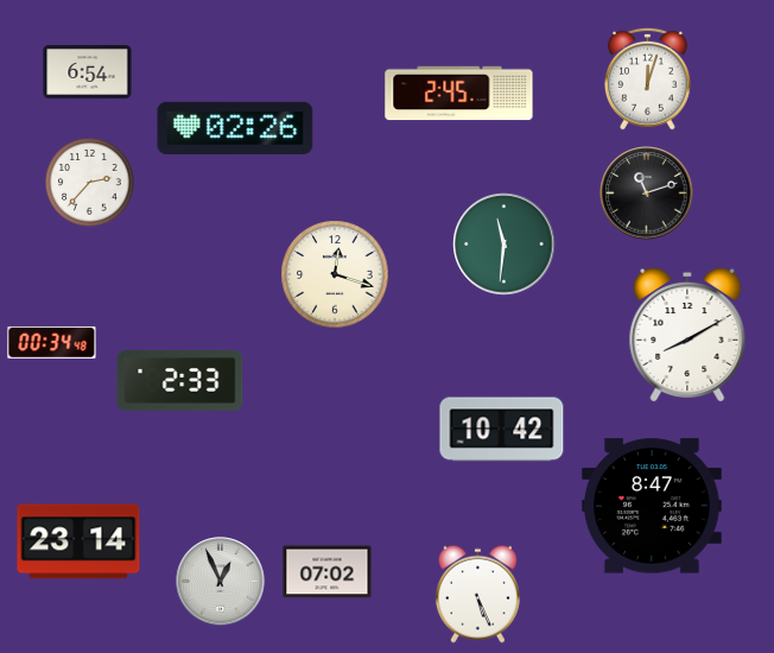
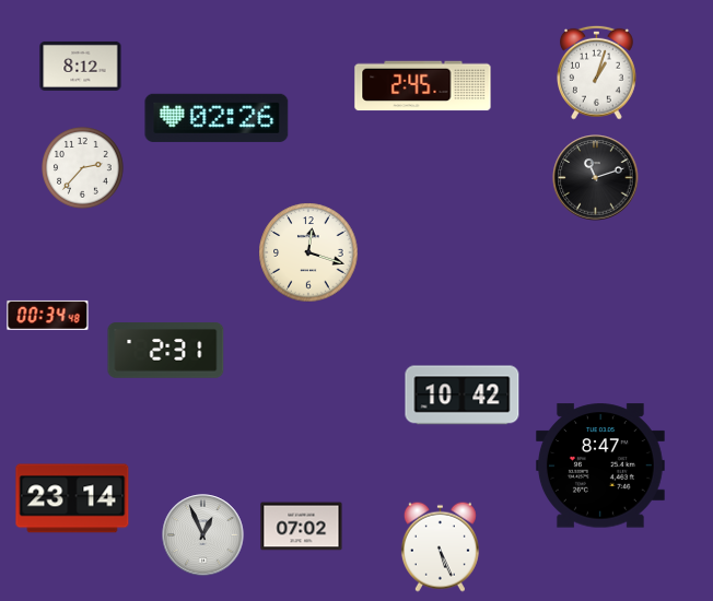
clock at (88, 71): 6:54 -> 8:12
clock at (648, 78): 12:03 -> 1:03
clock at (505, 245): 11:31 -> none
clock at (687, 335): 8:10 -> none
clock at (180, 381): 2:33 -> 2:31
